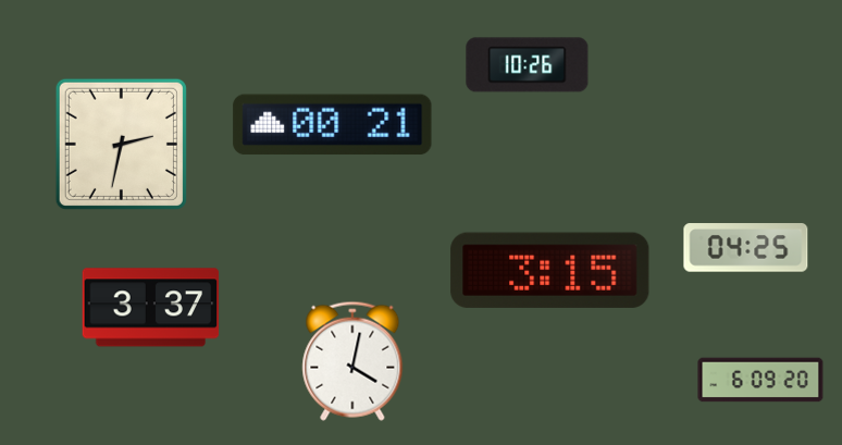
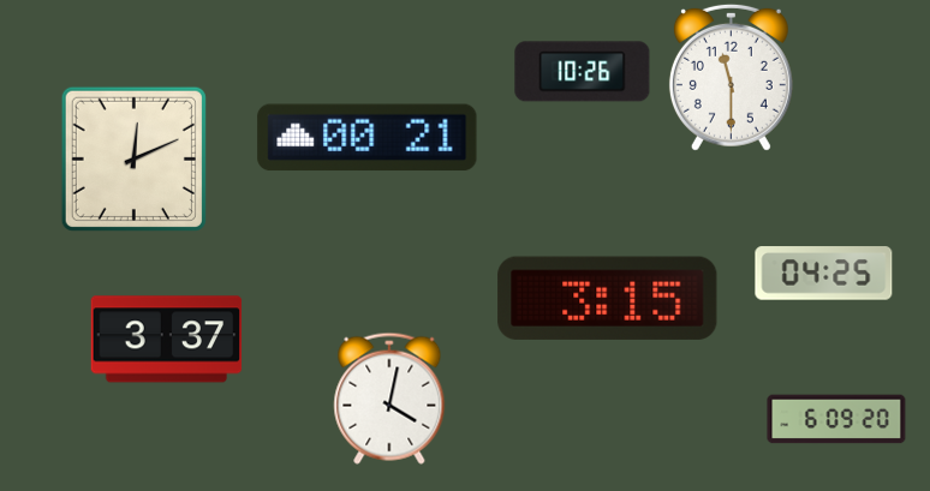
clock at (731, 77): none -> 11:30
clock at (121, 144): 2:32 -> 12:11
clock at (760, 380) position: (760, 380) -> (836, 419)
